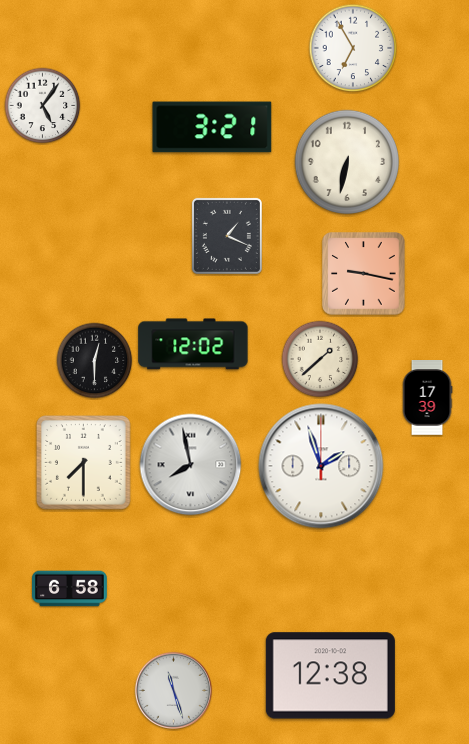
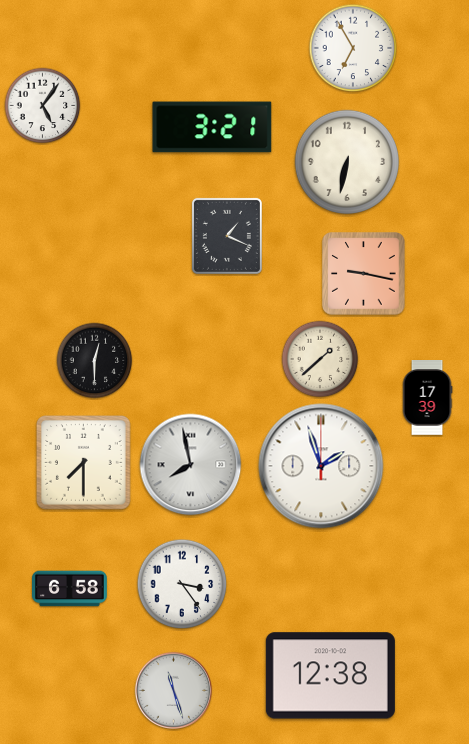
clock at (193, 344): 12:02 -> none
clock at (182, 584): none -> 3:24
